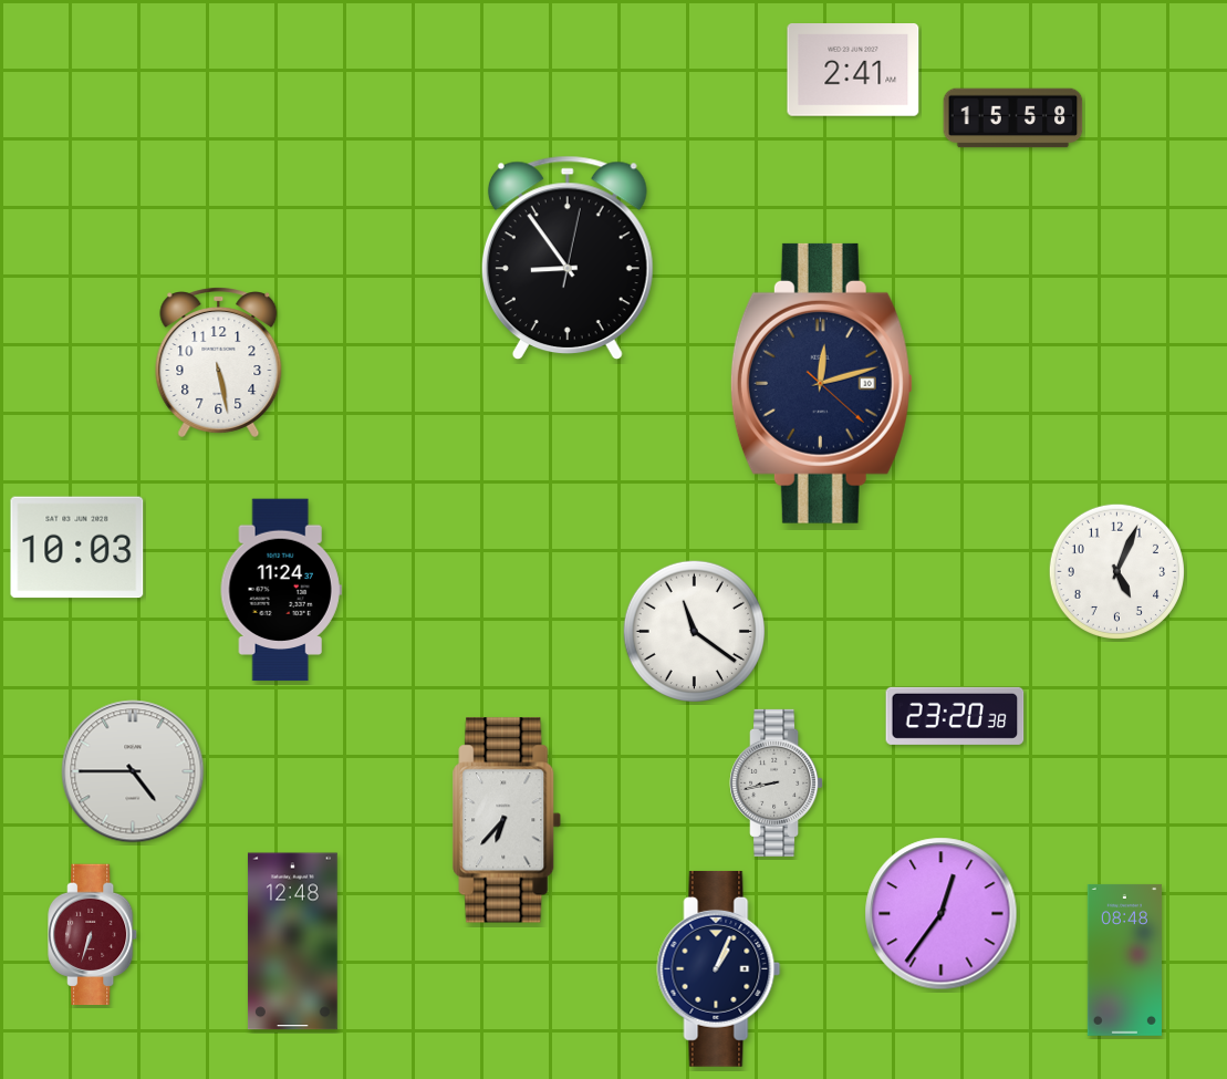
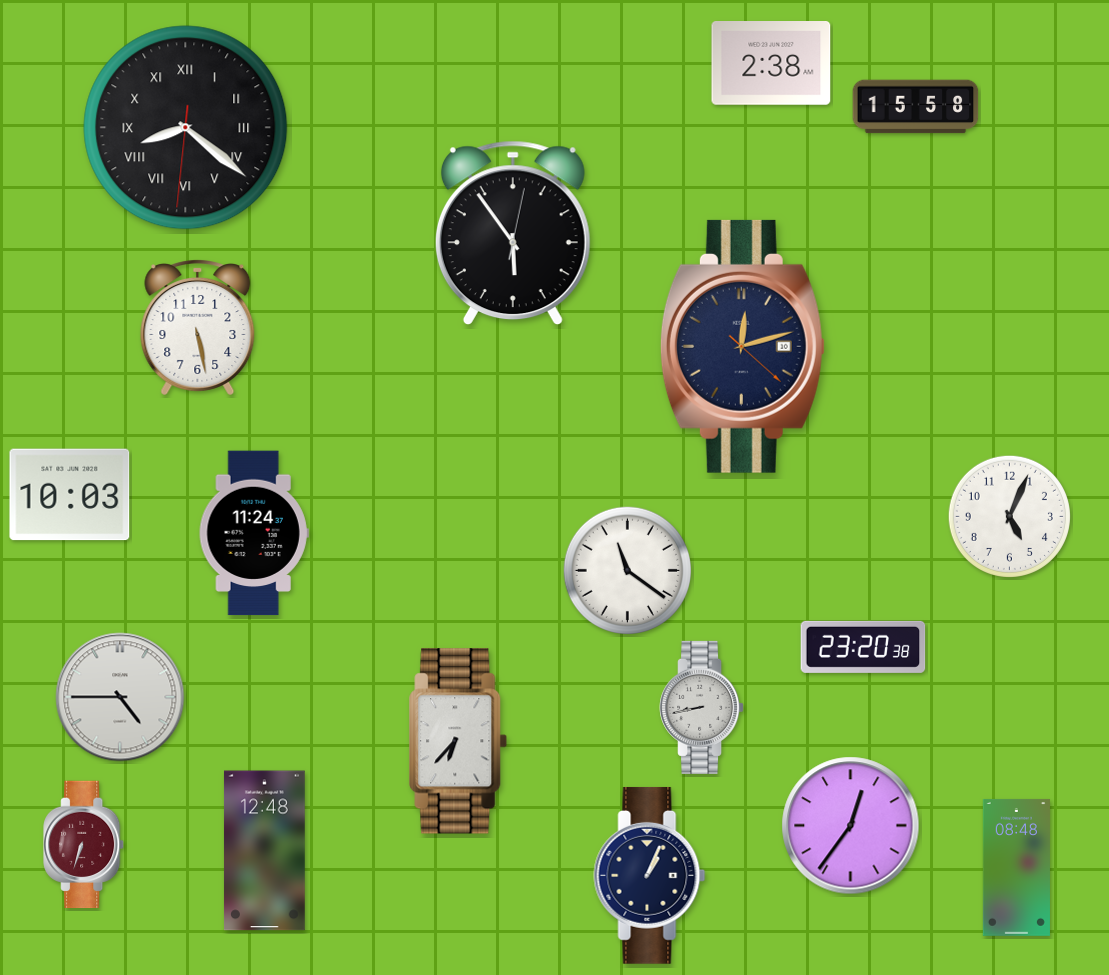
clock at (853, 71): 2:41 -> 2:38
clock at (186, 128): none -> 8:21
clock at (568, 258): 8:54 -> 5:54
